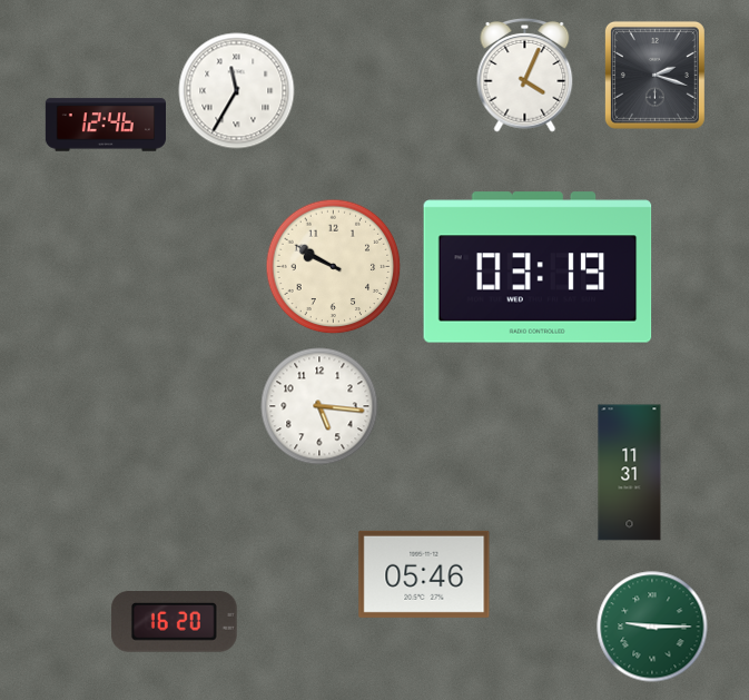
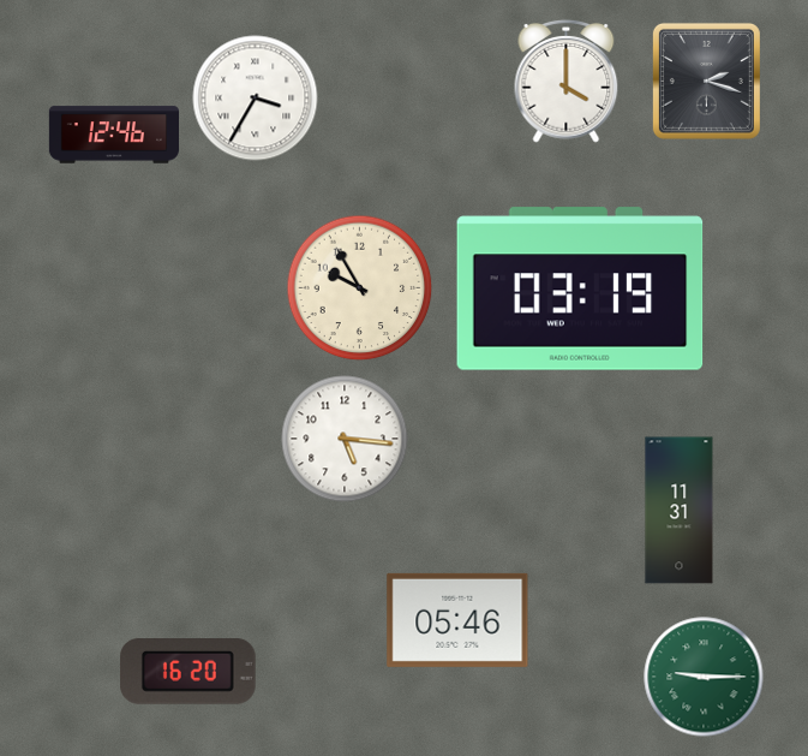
clock at (525, 75): 4:04 -> 4:00
clock at (237, 91): 11:35 -> 3:35
clock at (334, 267): 9:50 -> 9:55
